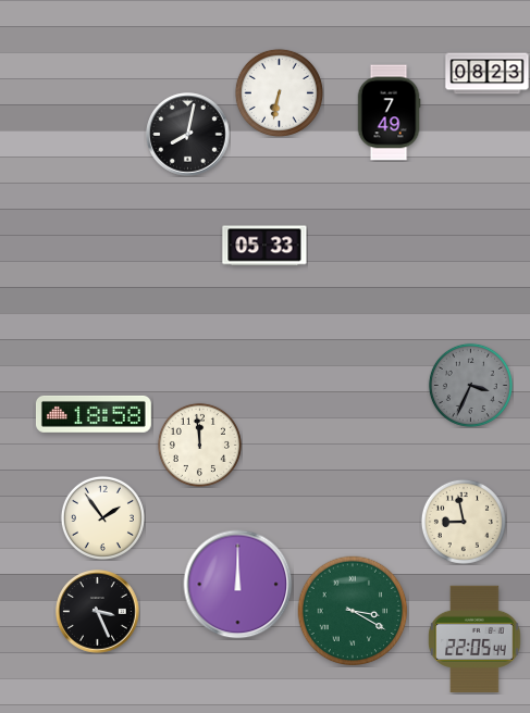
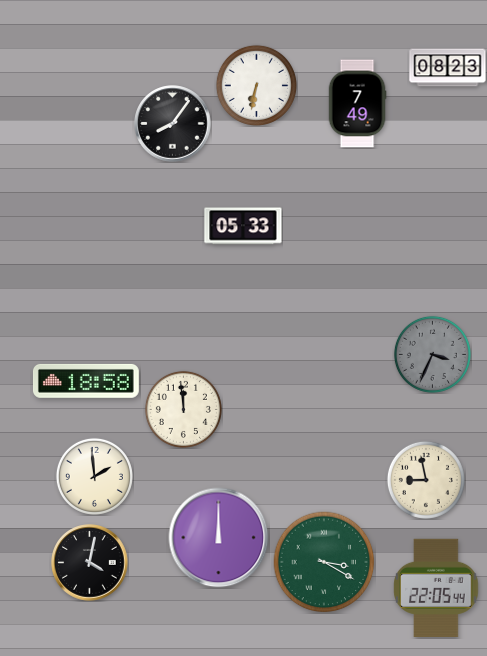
clock at (188, 135): 8:02 -> 8:06
clock at (102, 517): 1:54 -> 1:59
clock at (98, 612): 3:26 -> 4:02
